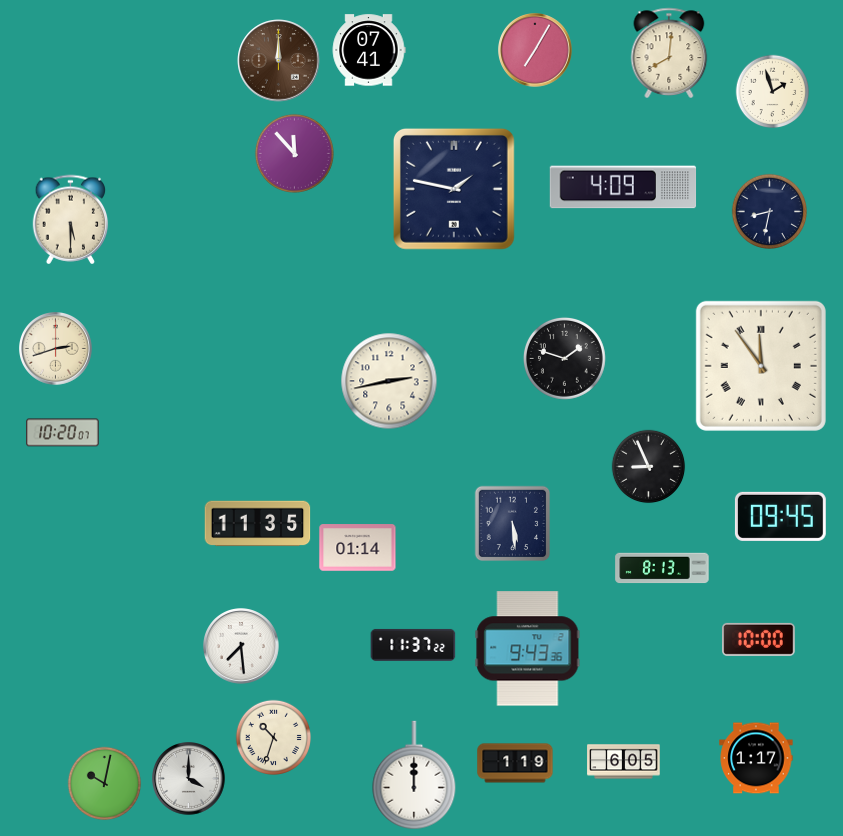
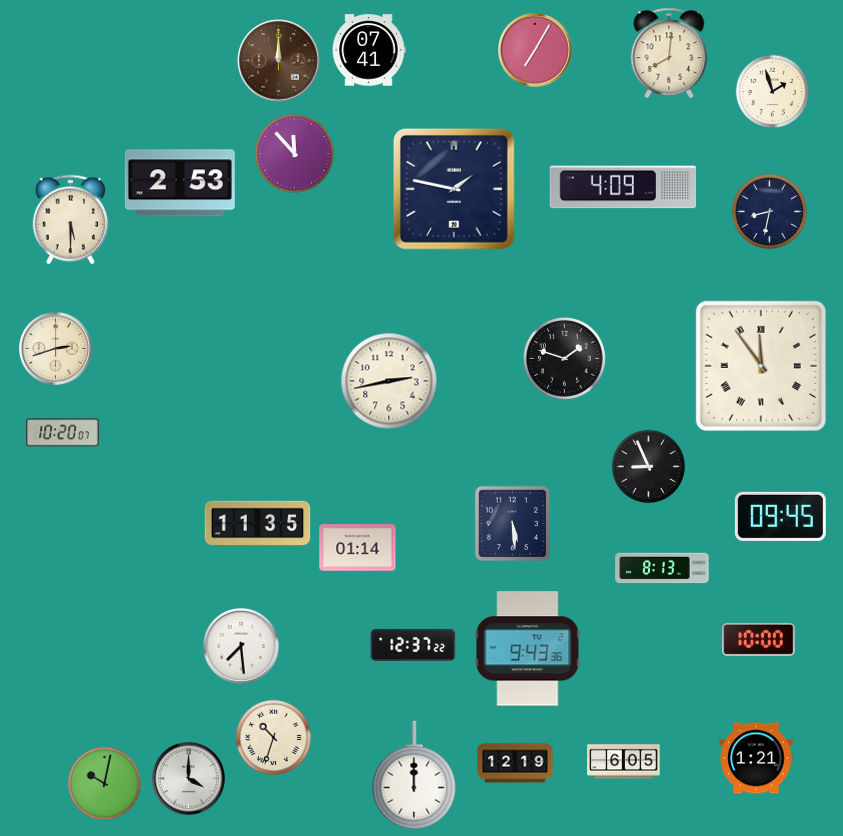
clock at (180, 183): none -> 2:53
clock at (413, 645): 11:37 -> 12:37
clock at (756, 758): 1:17 -> 1:21
clock at (515, 763): 1:19 -> 12:19
